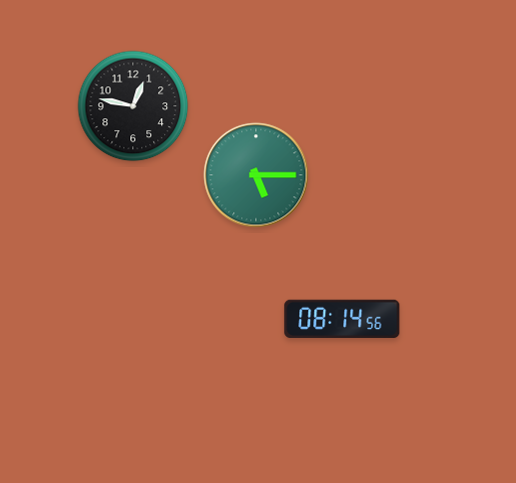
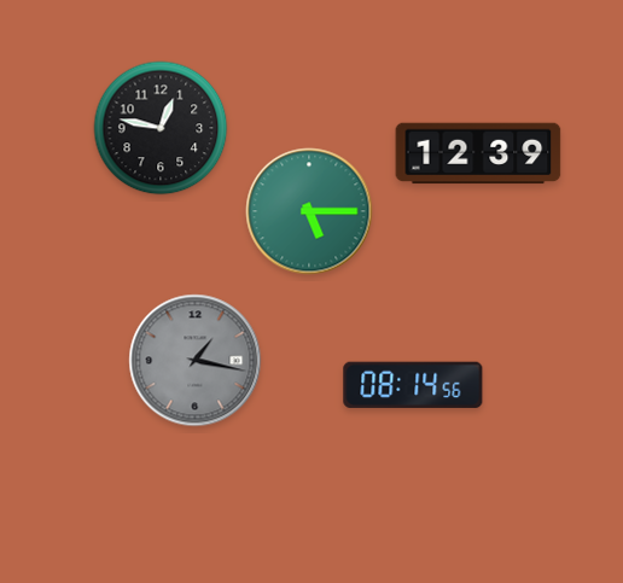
clock at (478, 153): none -> 12:39
clock at (196, 361): none -> 1:17
